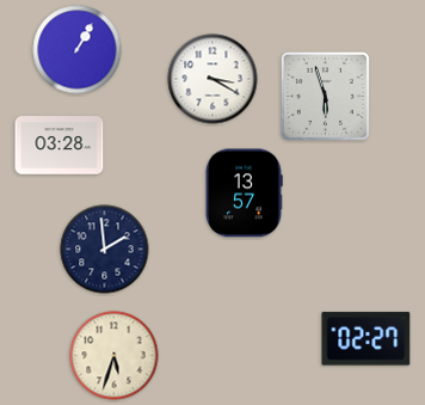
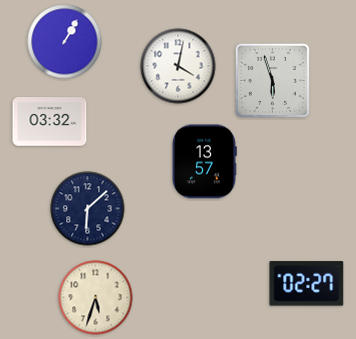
clock at (213, 79): 3:20 -> 4:02
clock at (60, 146): 03:28 -> 03:32
clock at (105, 250): 1:59 -> 6:08
